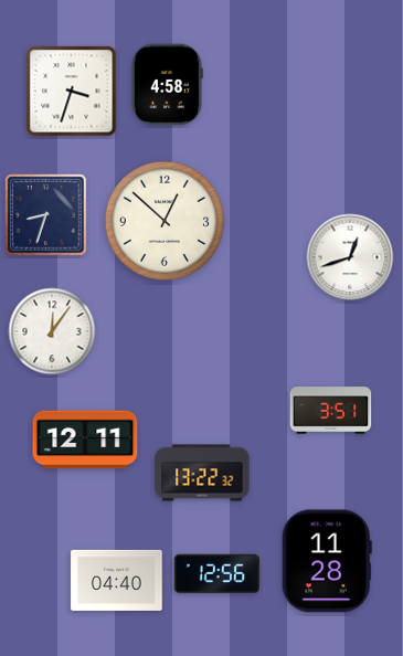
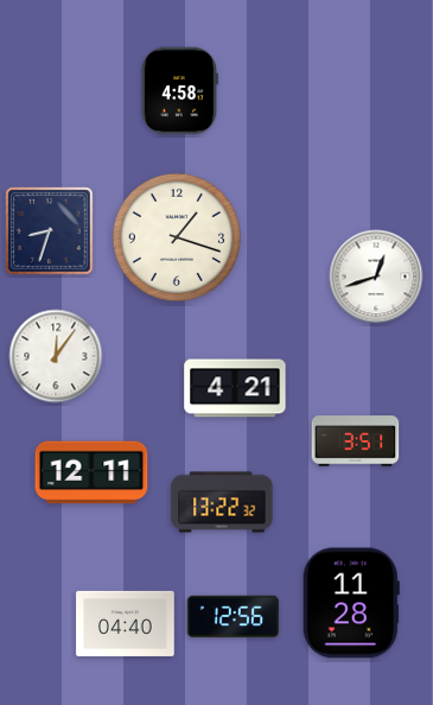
clock at (72, 92): 3:33 -> none
clock at (165, 221): 12:52 -> 1:18
clock at (235, 388): none -> 4:21
clock at (202, 473) position: (202, 473) -> (222, 502)
